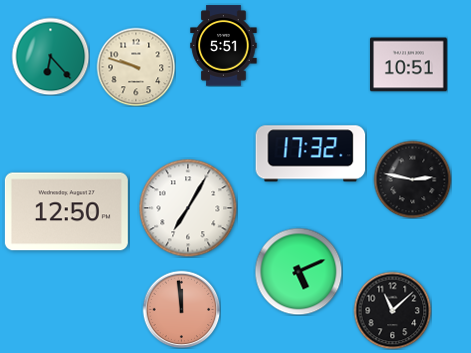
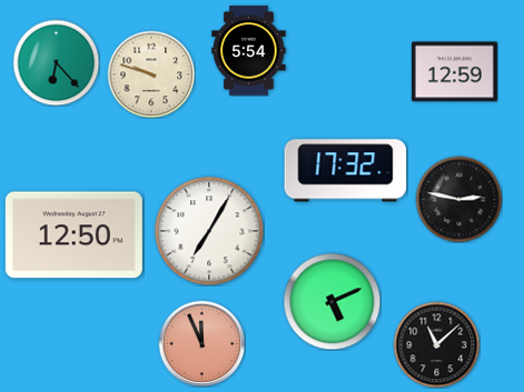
clock at (224, 46): 5:51 -> 5:54
clock at (409, 65): 10:51 -> 12:59
clock at (181, 309): 11:59 -> 11:56
